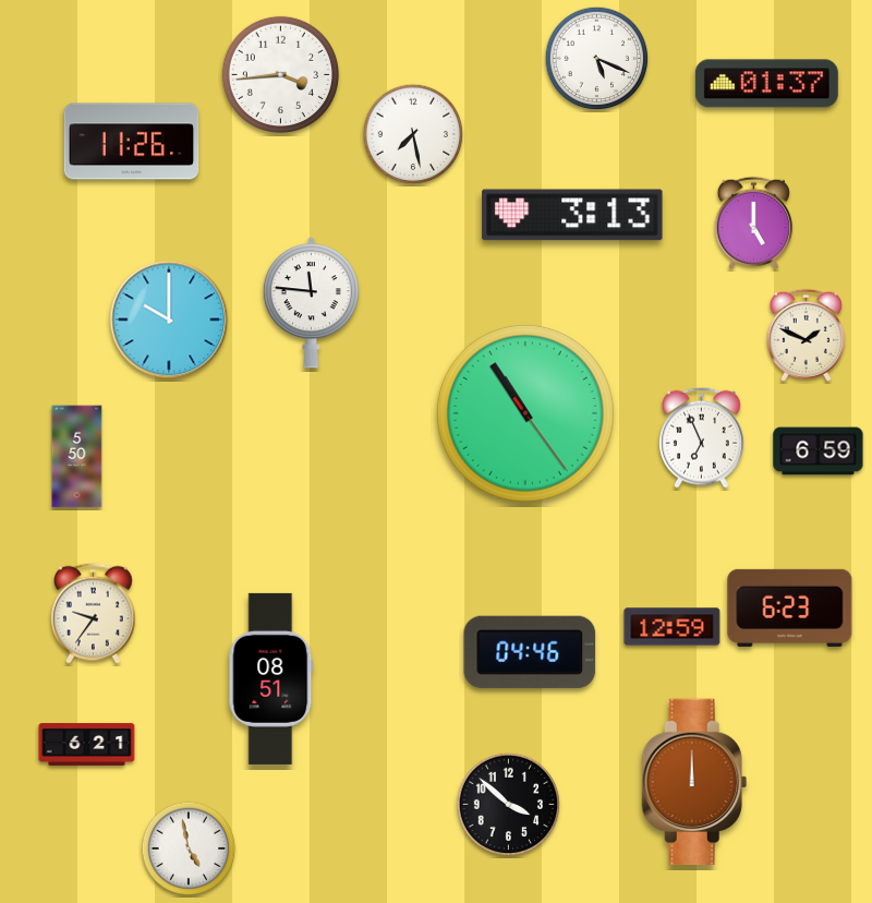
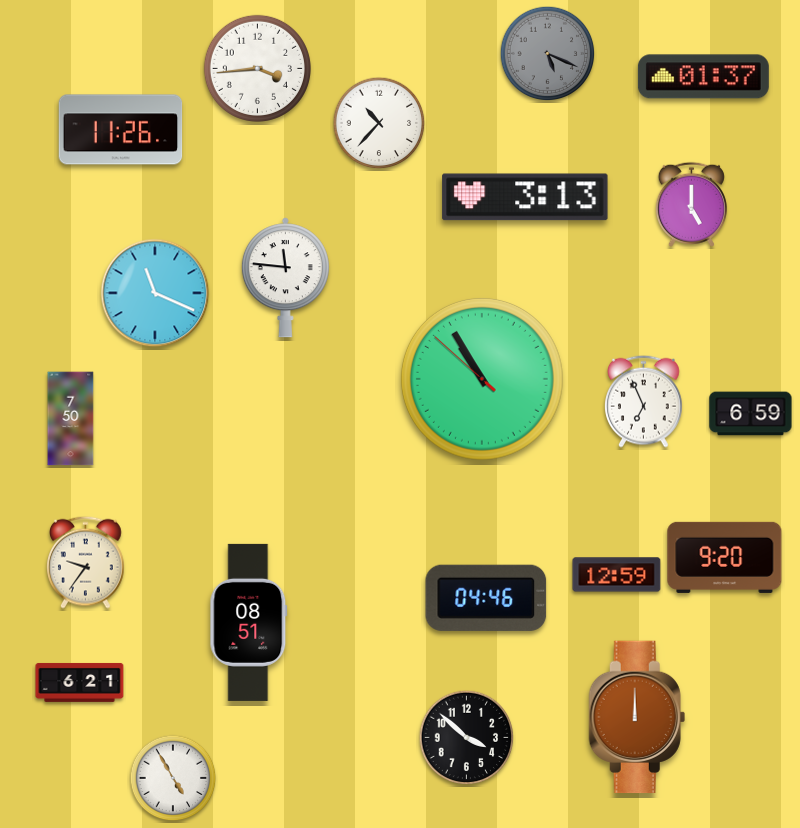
clock at (597, 59) dial: white -> grey
clock at (413, 134): 7:28 -> 10:37
clock at (169, 320): 10:00 -> 11:19
clock at (806, 335): 1:49 -> none
clock at (525, 413): 10:54:24 -> 10:54:52
clock at (77, 457): 5:50 -> 7:50
clock at (790, 607): 6:23 -> 9:20
clock at (189, 848): 4:58 -> 4:55
